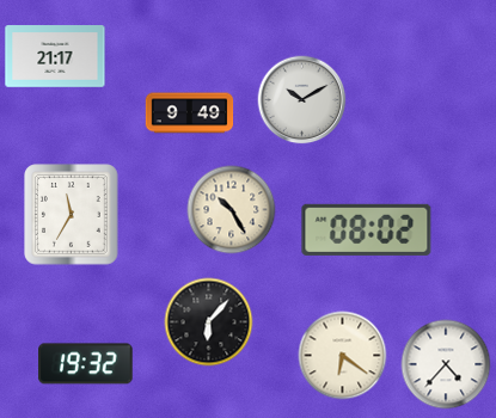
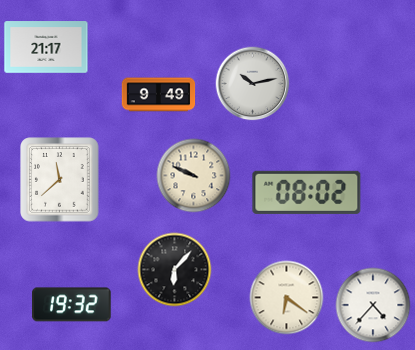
clock at (302, 100): 10:10 -> 10:13
clock at (232, 210): 10:25 -> 9:49
clock at (72, 215): 11:35 -> 11:38
